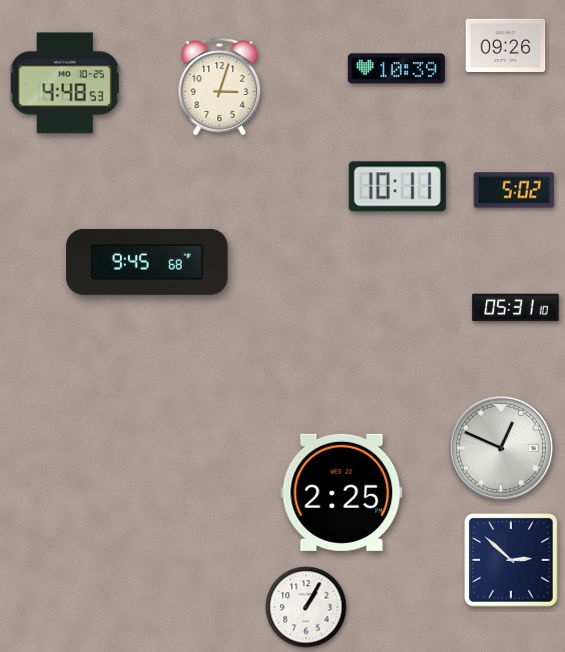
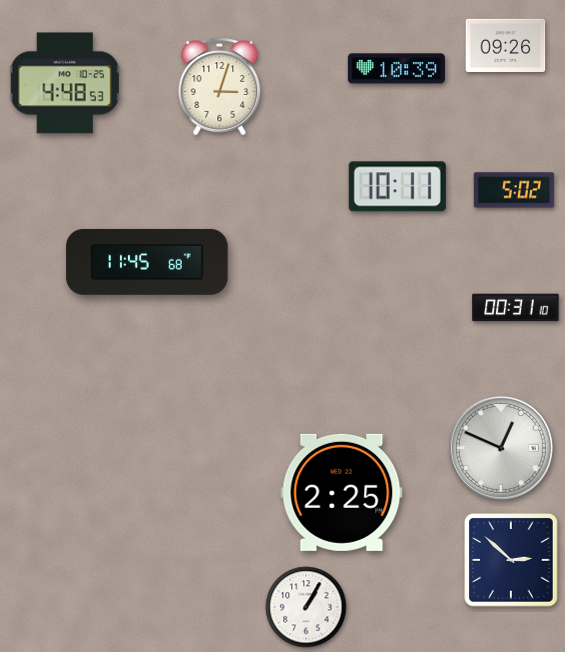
clock at (147, 262): 9:45 -> 11:45
clock at (516, 308): 05:31 -> 00:31
